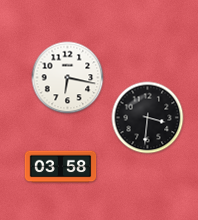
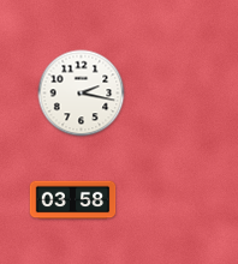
clock at (68, 78): 6:17 -> 2:17
clock at (148, 118): 3:31 -> none
